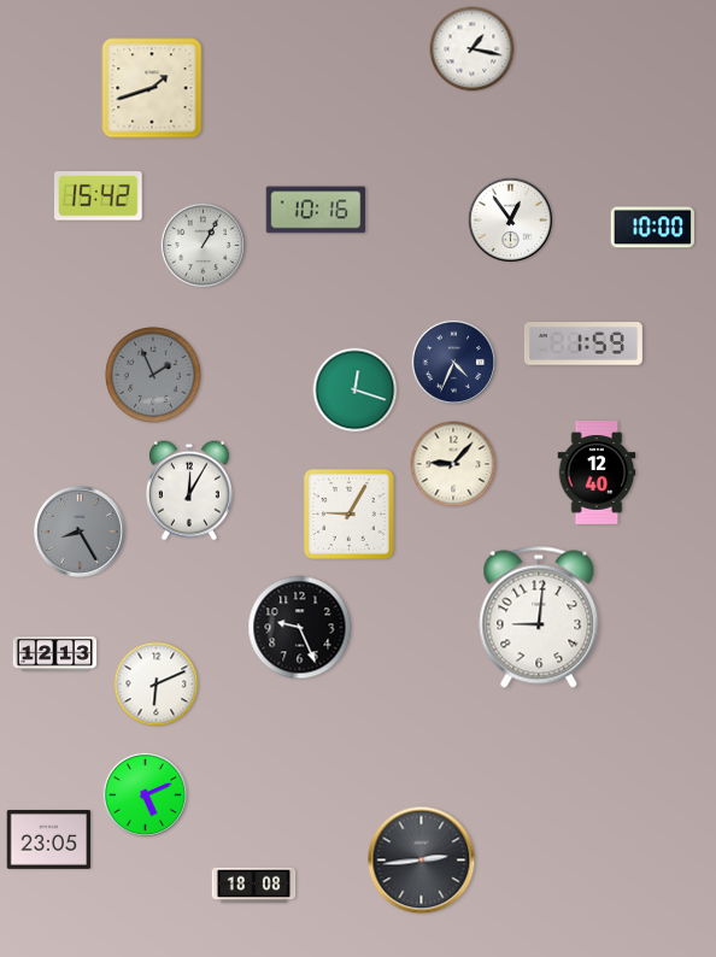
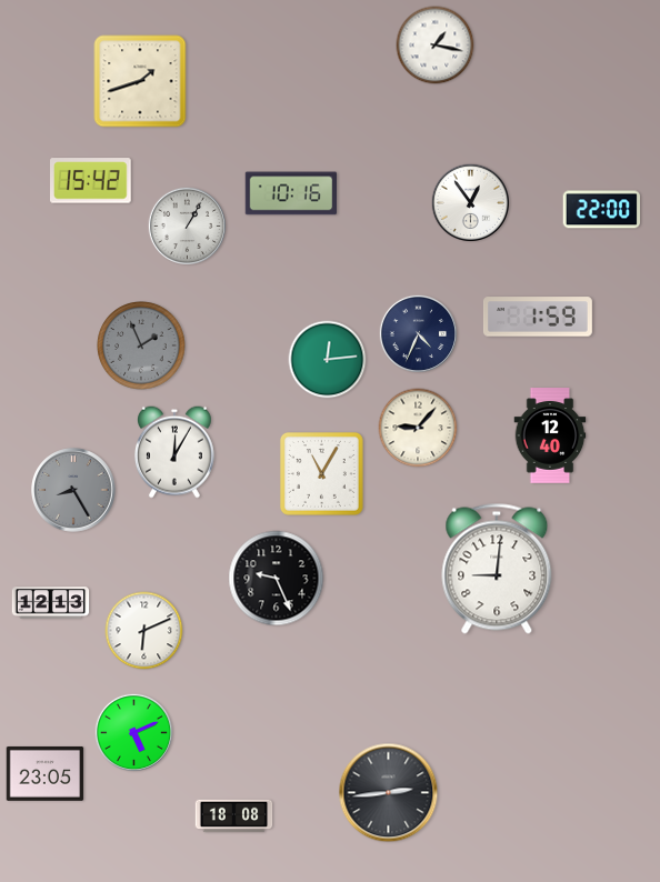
clock at (653, 228): 10:00 -> 22:00
clock at (356, 391): 12:18 -> 12:14
clock at (348, 513): 9:05 -> 11:05
